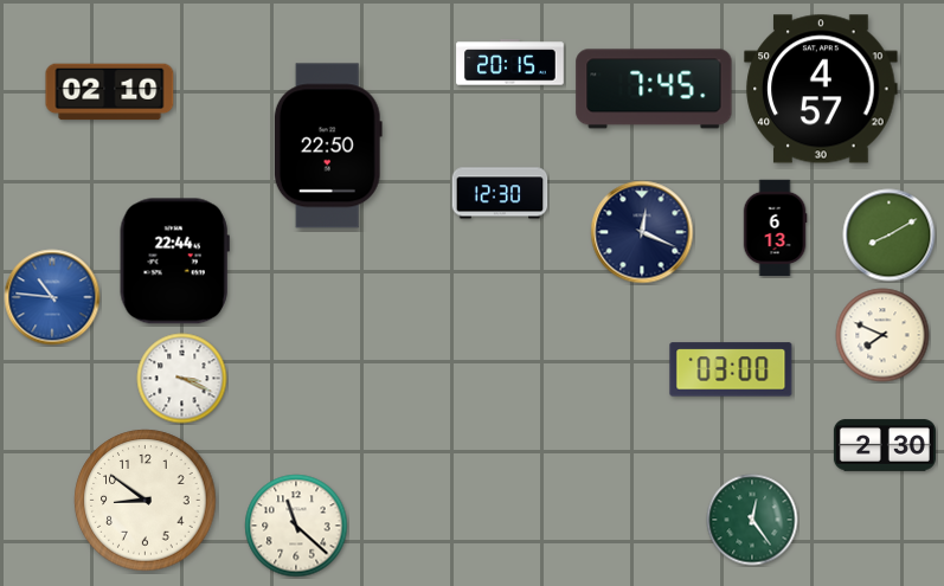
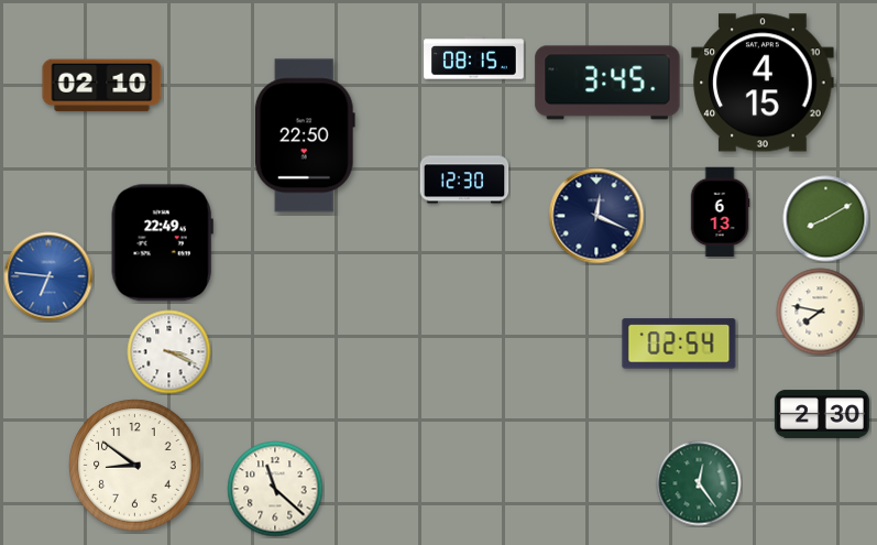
clock at (510, 63): 20:15 -> 08:15
clock at (654, 89): 7:45 -> 3:45
clock at (821, 89): 4:57 -> 4:15
clock at (174, 262): 22:44 -> 22:49
clock at (52, 297): 10:46 -> 6:46
clock at (882, 335): 7:49 -> 7:47
clock at (731, 369): 03:00 -> 02:54
